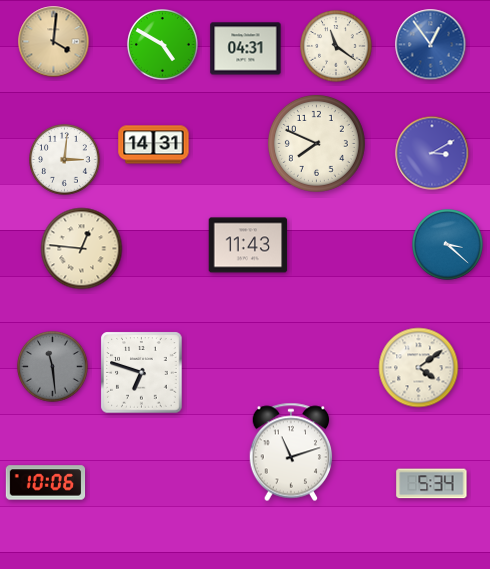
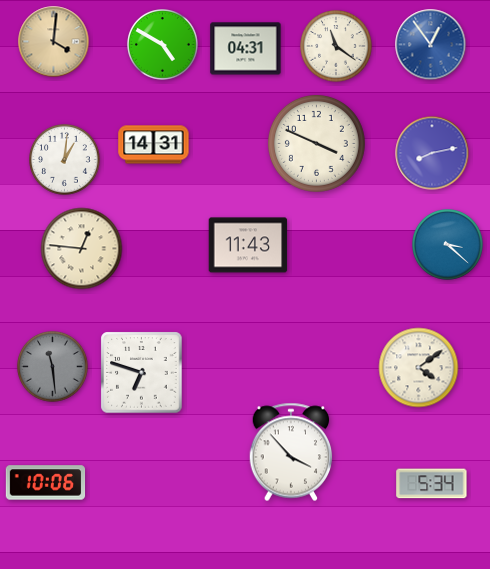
clock at (316, 143): 7:49 -> 3:49
clock at (432, 153): 3:10 -> 8:13
clock at (65, 160): 3:01 -> 1:01
clock at (291, 452): 11:12 -> 3:53
